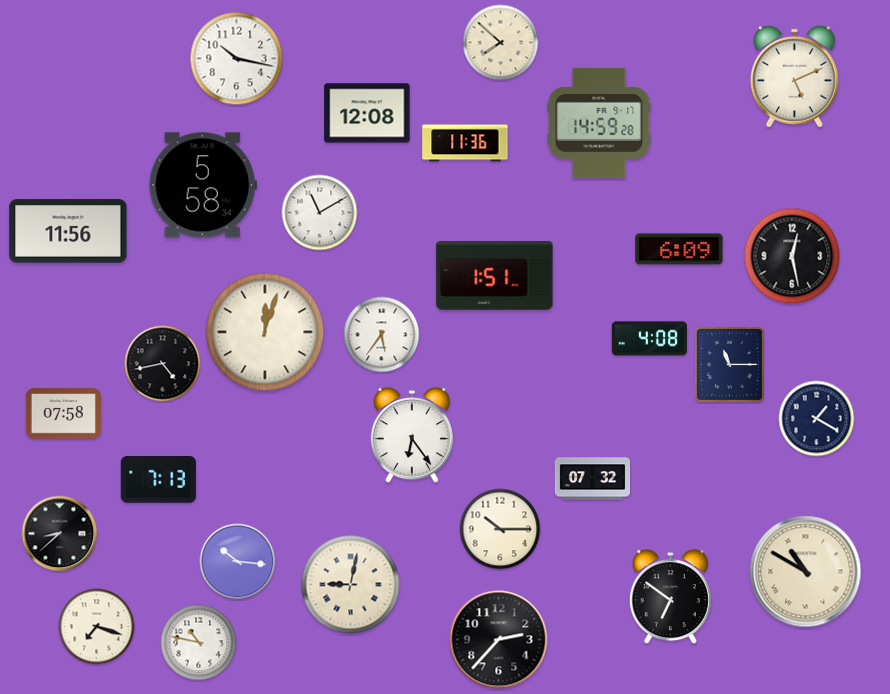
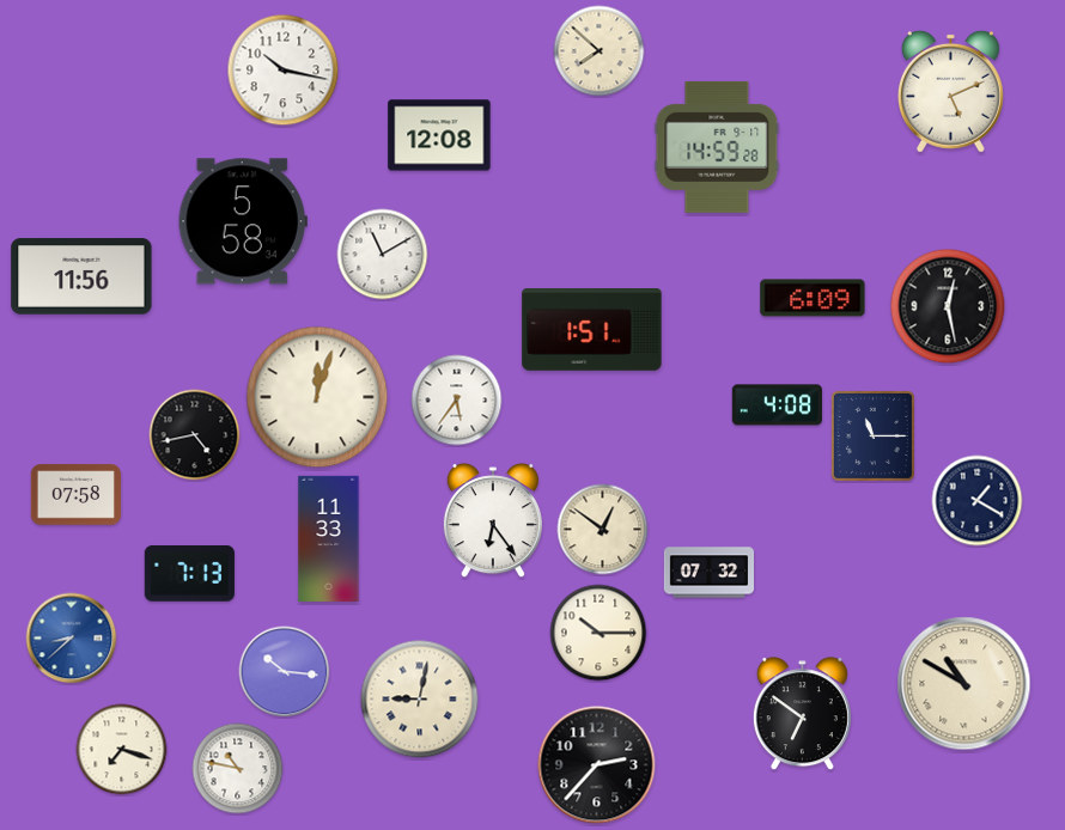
clock at (465, 143): 11:36 -> none
clock at (603, 530): none -> 12:51
clock at (329, 538): none -> 11:33
clock at (60, 534) dial: black -> blue
clock at (97, 627) position: (97, 627) -> (122, 750)
